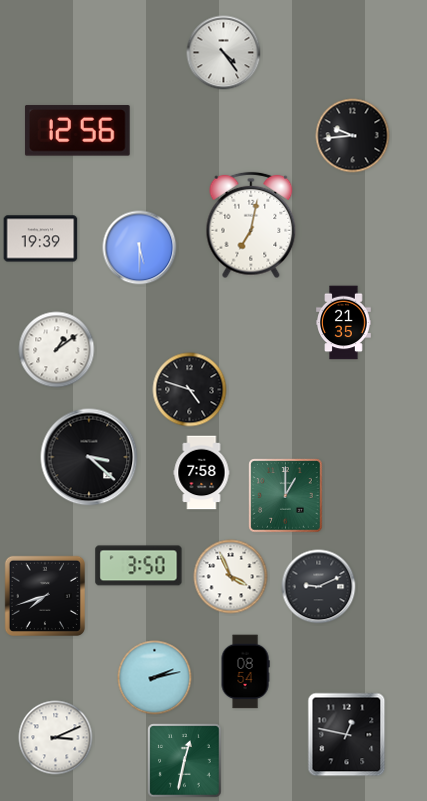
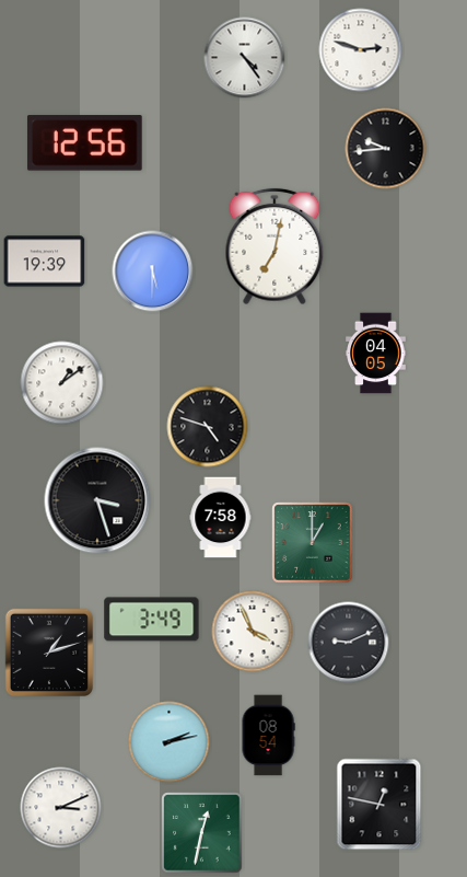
clock at (361, 50): none -> 2:48
clock at (344, 323): 21:35 -> 04:05
clock at (89, 457): 3:22 -> 3:27
clock at (139, 566): 3:50 -> 3:49
clock at (44, 595): 7:42 -> 1:12
